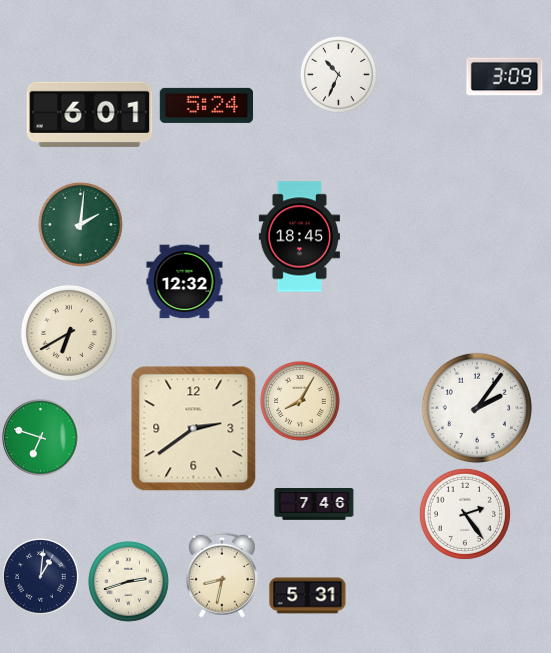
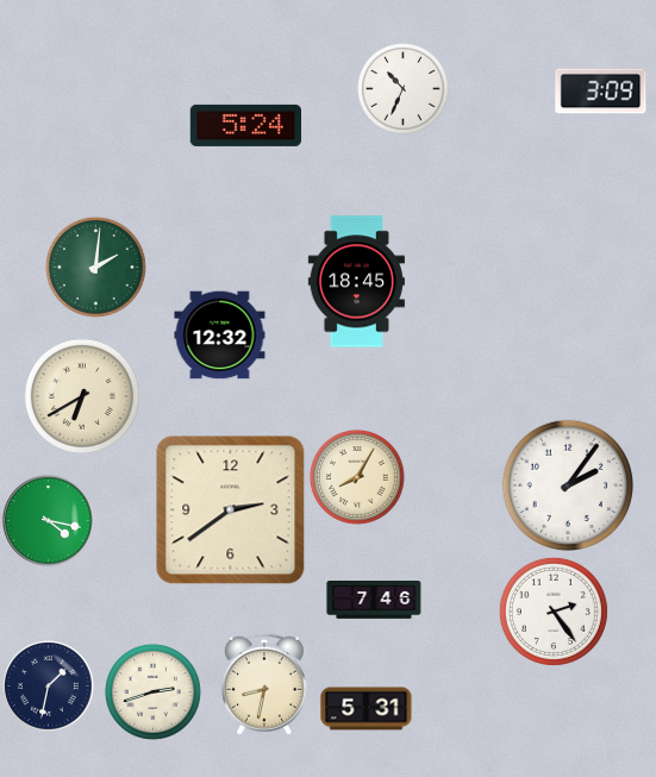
clock at (90, 114): 6:01 -> none
clock at (41, 438): 6:48 -> 4:17
clock at (41, 577): 1:01 -> 1:32
